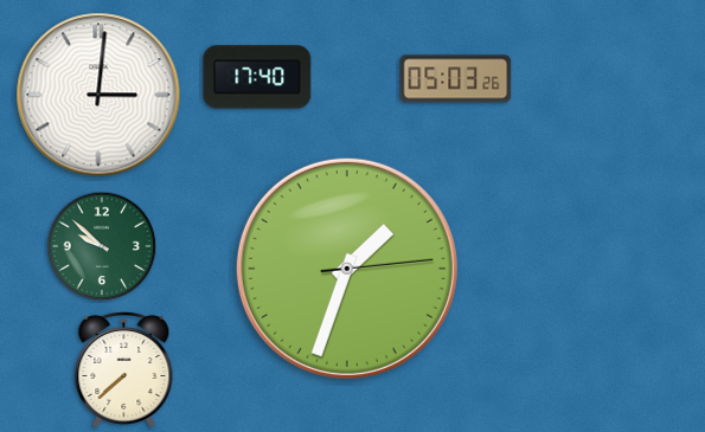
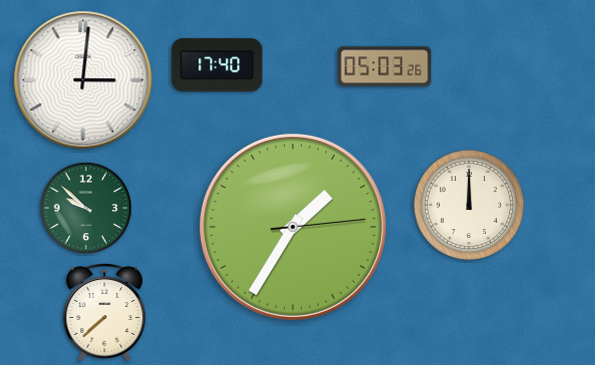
clock at (469, 205): none -> 12:00
clock at (347, 269): 1:33 -> 1:35
